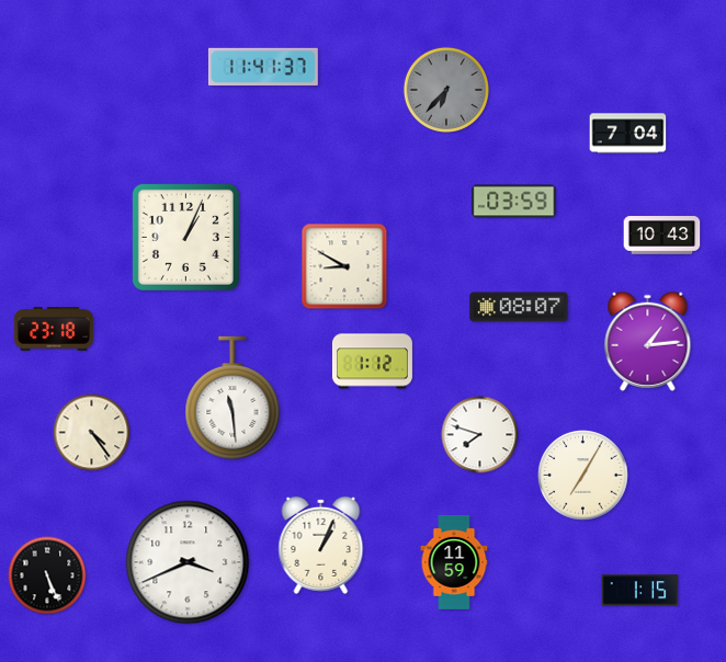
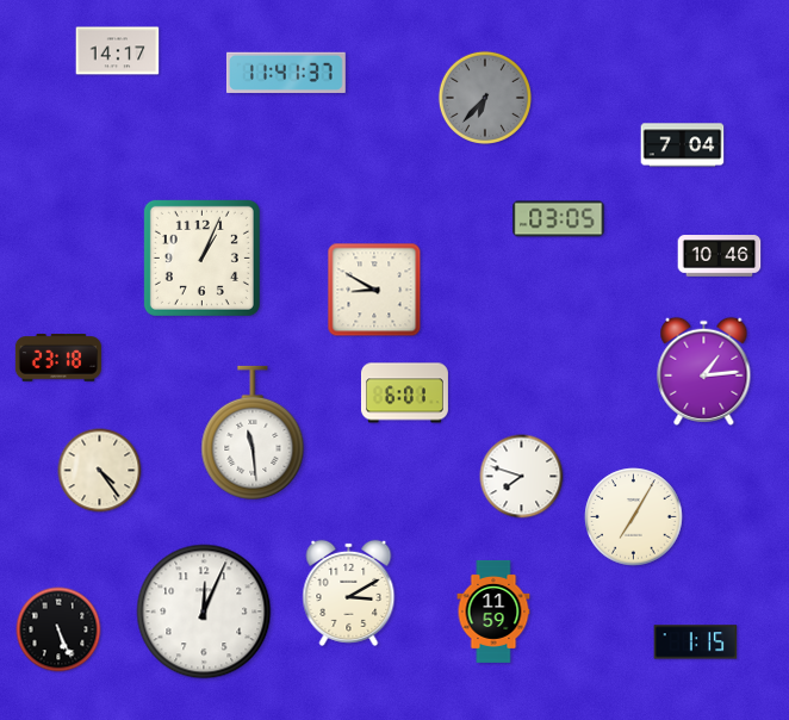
clock at (118, 51): none -> 14:17
clock at (514, 202): 03:59 -> 03:05
clock at (662, 236): 10:43 -> 10:46
clock at (519, 307): 08:07 -> none
clock at (372, 362): 1:12 -> 6:01
clock at (480, 435) position: (480, 435) -> (522, 477)
clock at (321, 545): 1:04 -> 3:10
clock at (188, 562): 3:41 -> 12:04
clock at (47, 575) position: (47, 575) -> (58, 629)
